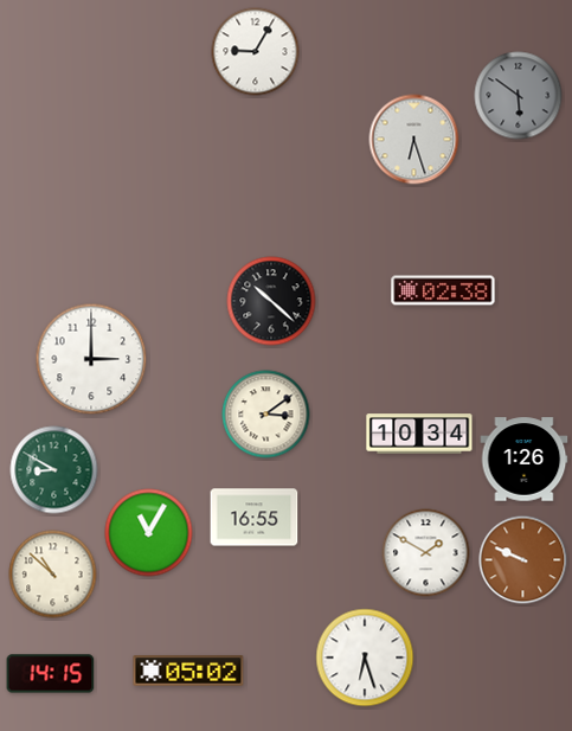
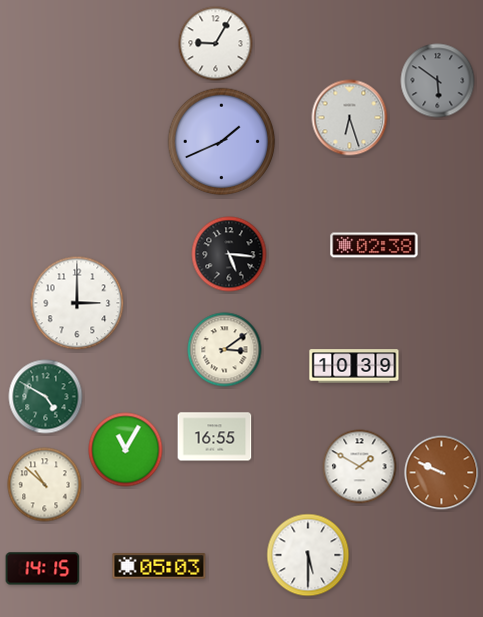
clock at (222, 142): none -> 1:41
clock at (271, 301): 10:22 -> 5:16
clock at (419, 434): 10:34 -> 10:39
clock at (525, 460): 1:26 -> none
clock at (54, 470): 8:50 -> 4:50
clock at (365, 658): 6:27 -> 5:30
clock at (188, 671): 05:02 -> 05:03
